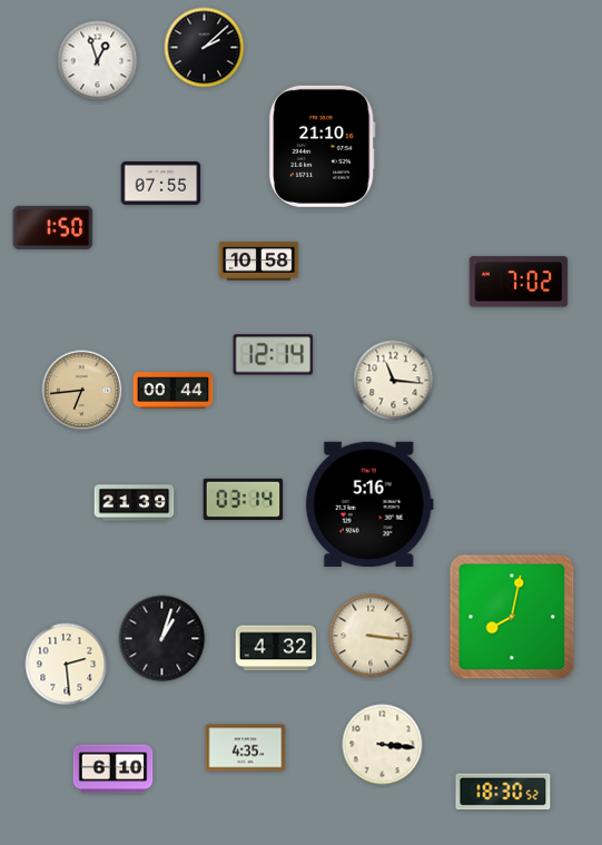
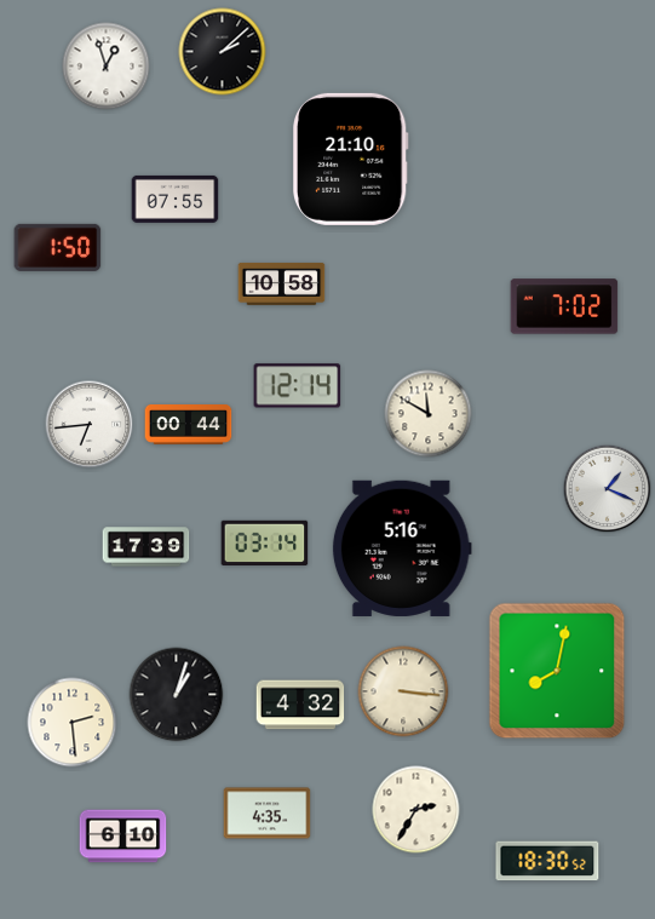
clock at (394, 381): 11:16 -> 11:50
clock at (82, 391) dial: champagne -> white
clock at (608, 489): none -> 1:19
clock at (135, 503): 21:39 -> 17:39
clock at (383, 745): 3:16 -> 2:35
